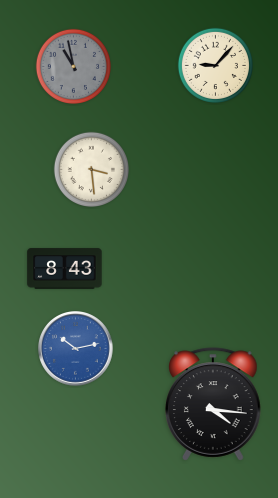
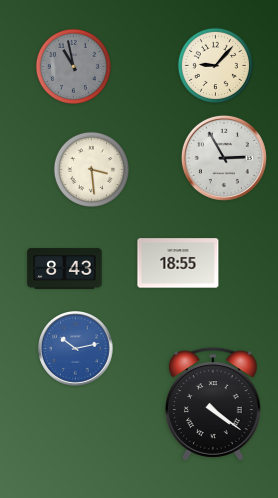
clock at (224, 158): none -> 2:55
clock at (178, 263): none -> 18:55
clock at (213, 404): 4:16 -> 4:21
